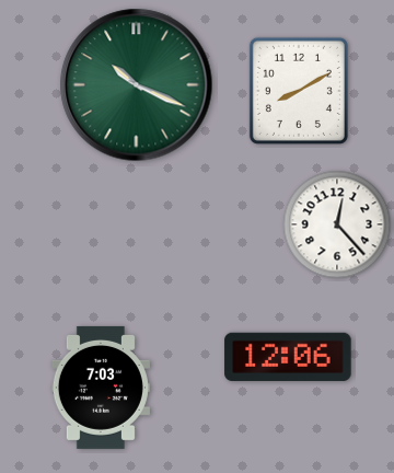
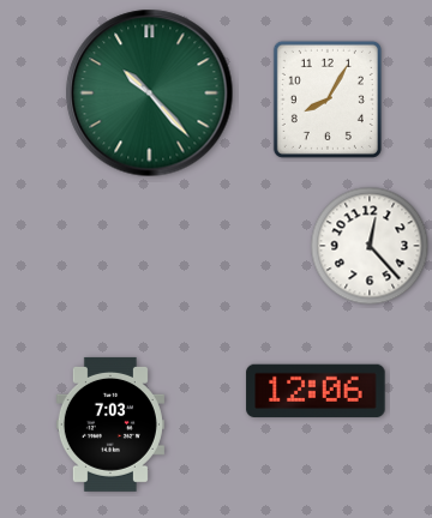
clock at (137, 85): 10:19 -> 10:23
clock at (299, 91): 8:10 -> 8:05
